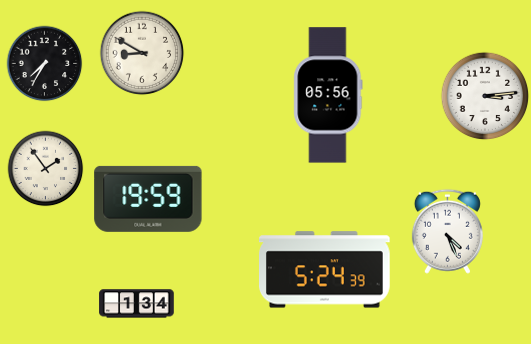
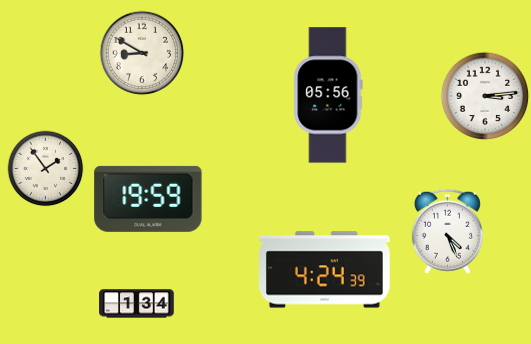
clock at (45, 64): 7:35 -> none
clock at (325, 270): 5:24 -> 4:24
